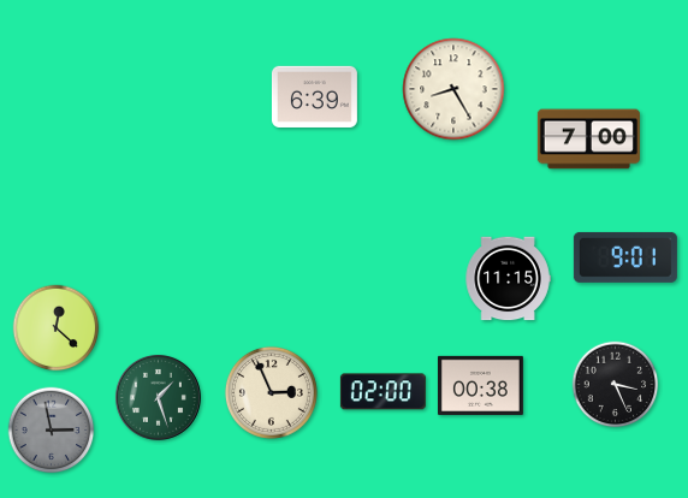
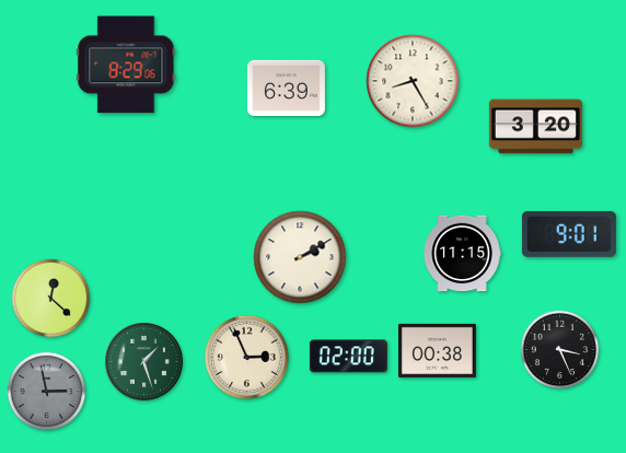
clock at (126, 65): none -> 8:29
clock at (588, 140): 7:00 -> 3:20
clock at (300, 257): none -> 2:10
